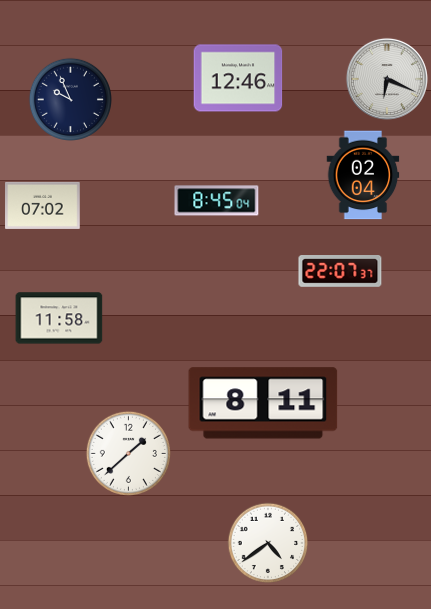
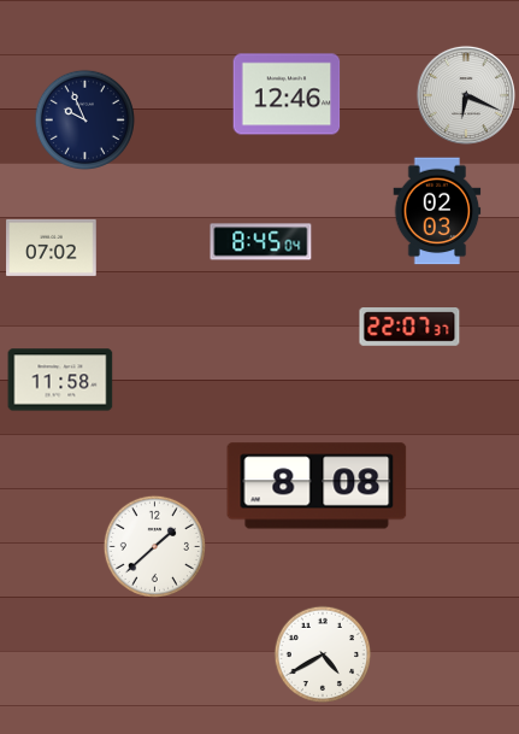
clock at (363, 175): 02:04 -> 02:03
clock at (59, 318) position: (59, 318) -> (60, 380)
clock at (263, 403): 8:11 -> 8:08
clock at (268, 543): 4:39 -> 4:40
